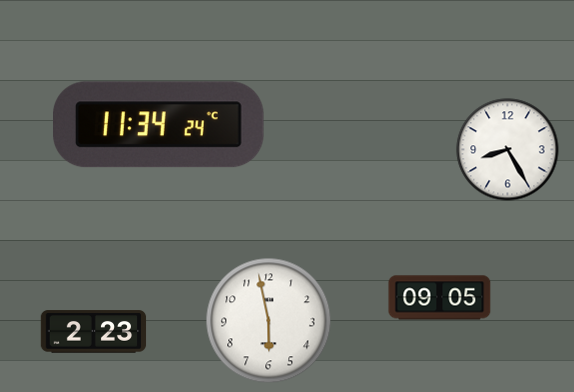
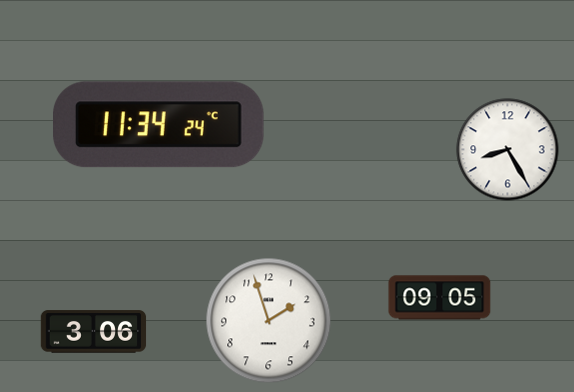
clock at (269, 321): 5:58 -> 1:57
clock at (94, 332): 2:23 -> 3:06
